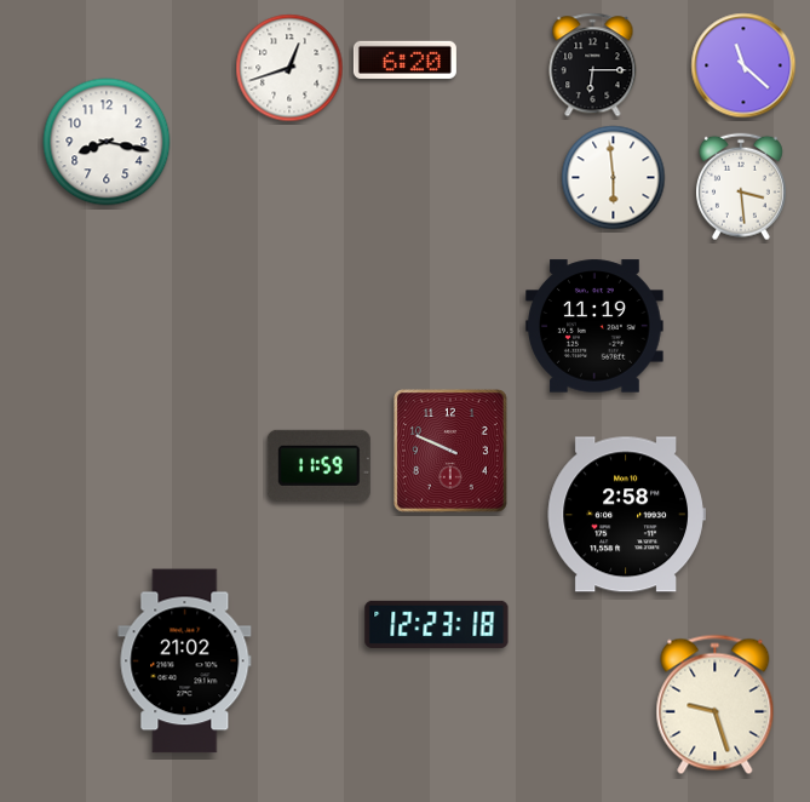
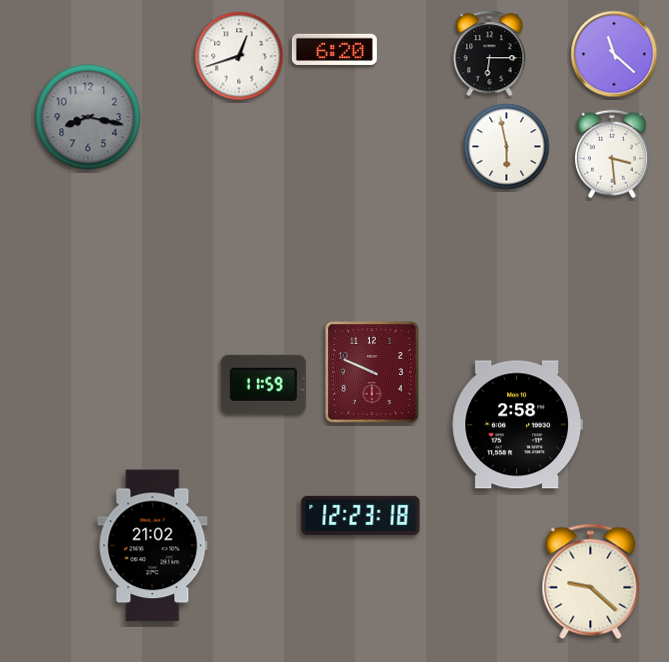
clock at (107, 142) dial: white -> grey
clock at (614, 178): 5:59 -> 5:58
clock at (594, 326): 11:19 -> none
clock at (716, 705): 9:27 -> 9:22
